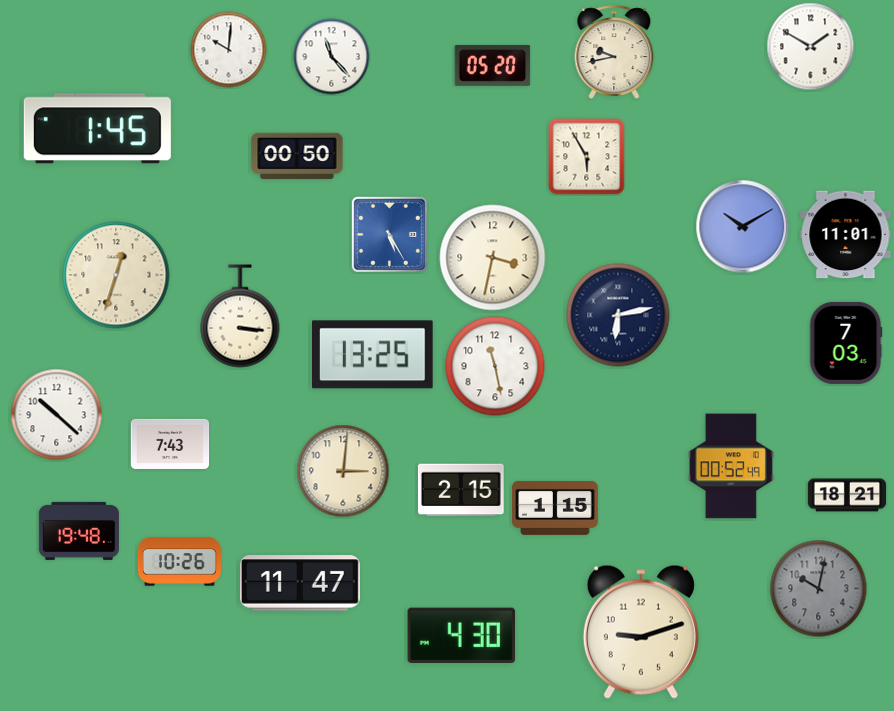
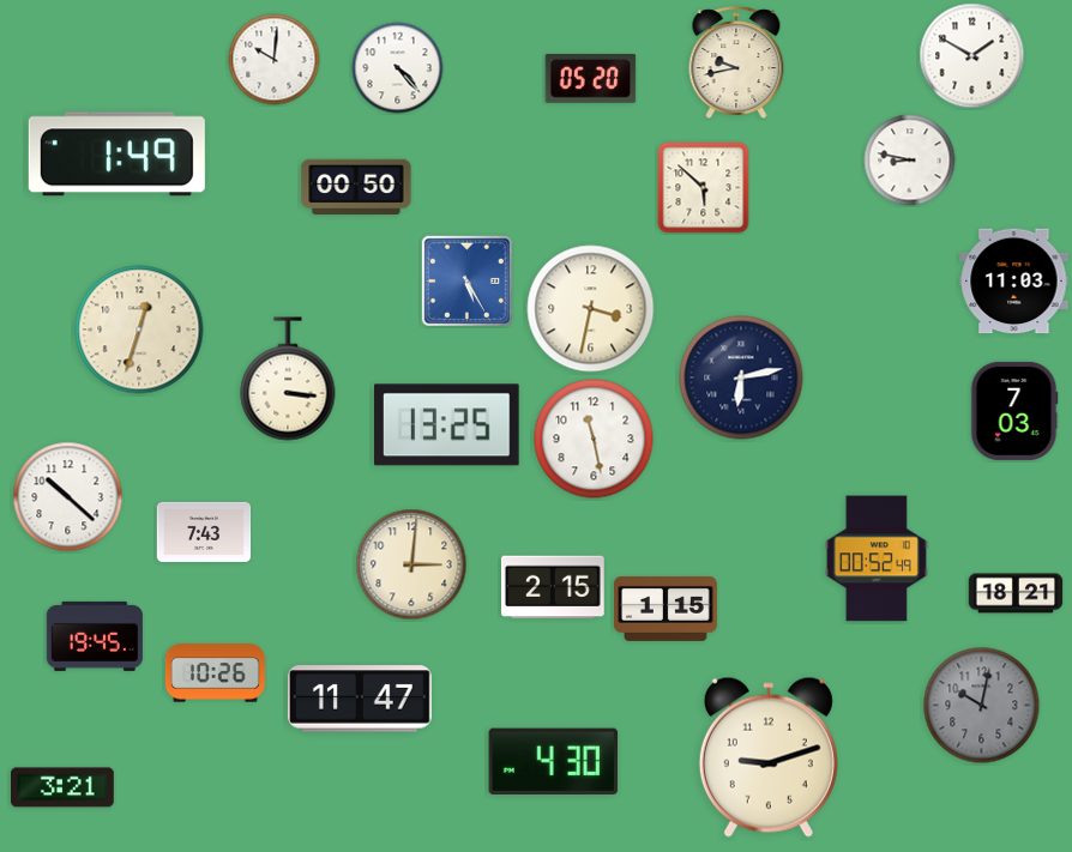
clock at (332, 57): 11:23 -> 4:23
clock at (97, 129): 1:45 -> 1:49
clock at (910, 161): none -> 8:47
clock at (587, 157): 5:55 -> 5:52
clock at (743, 227): 10:10 -> none
clock at (846, 235): 11:01 -> 11:03
clock at (79, 531): 19:48 -> 19:45
clock at (64, 787): none -> 3:21
